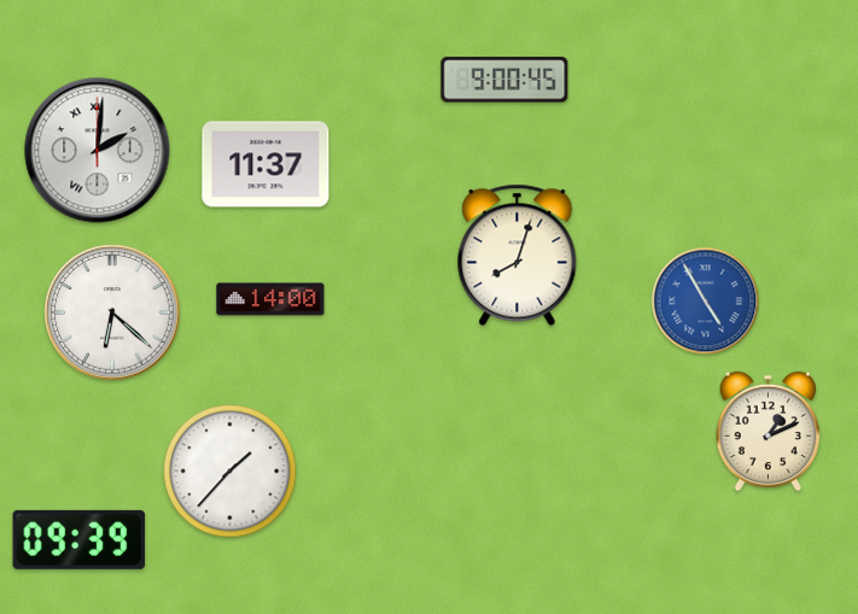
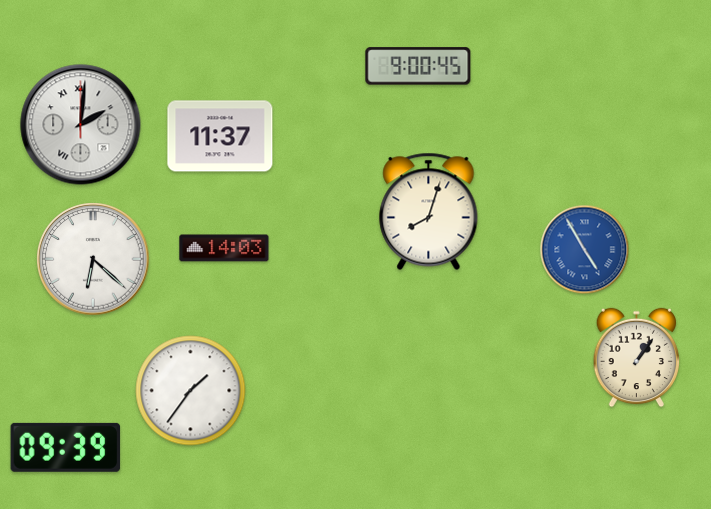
clock at (270, 299): 14:00 -> 14:03
clock at (769, 432): 1:11 -> 1:06
clock at (230, 472): 1:37 -> 1:36
